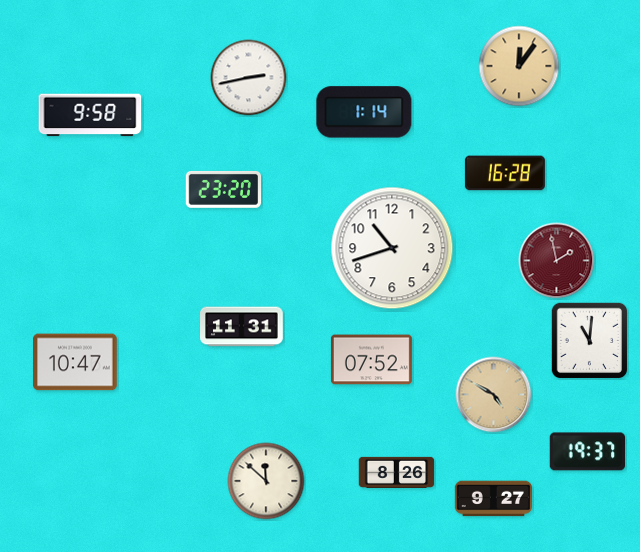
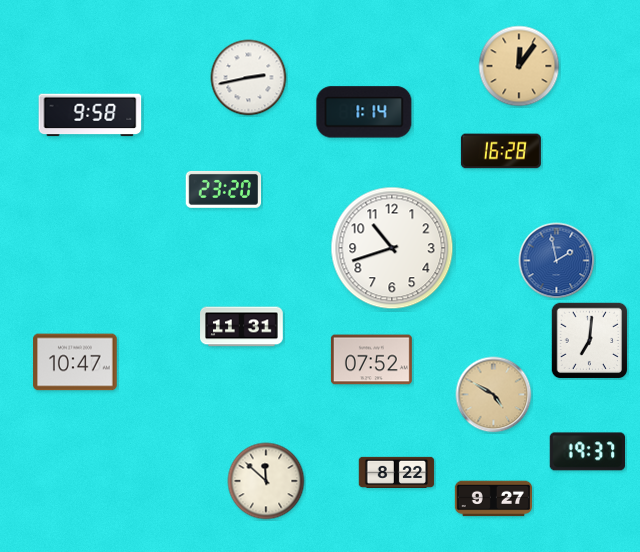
clock at (505, 173) position: (505, 173) -> (501, 151)
clock at (557, 261) dial: burgundy -> blue
clock at (589, 340): 11:01 -> 7:01
clock at (397, 472): 8:26 -> 8:22
